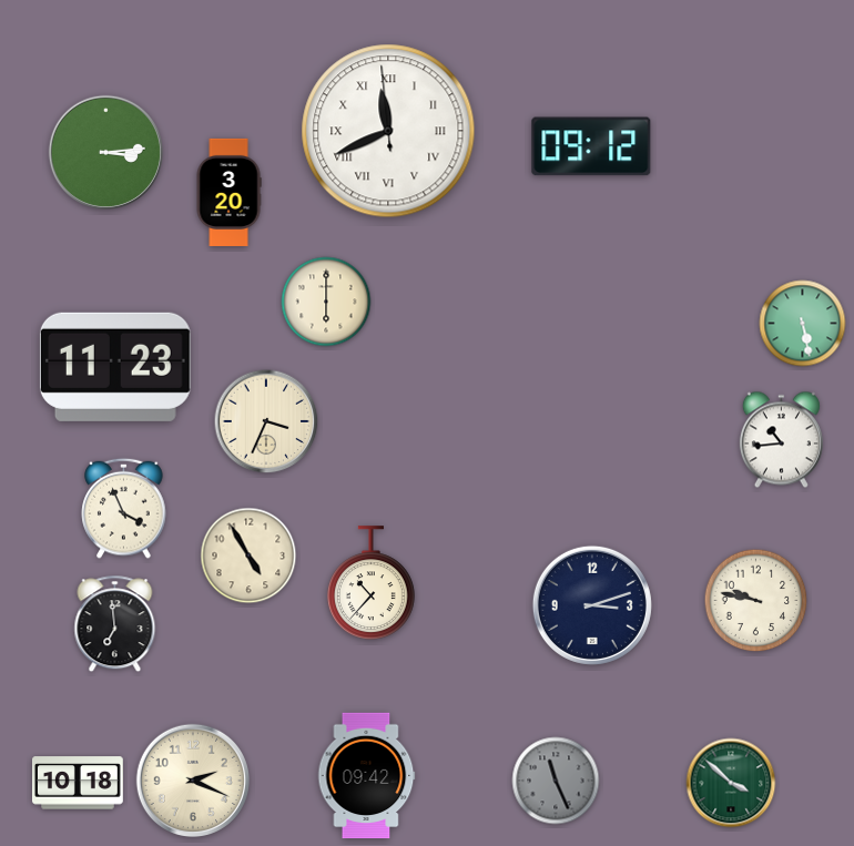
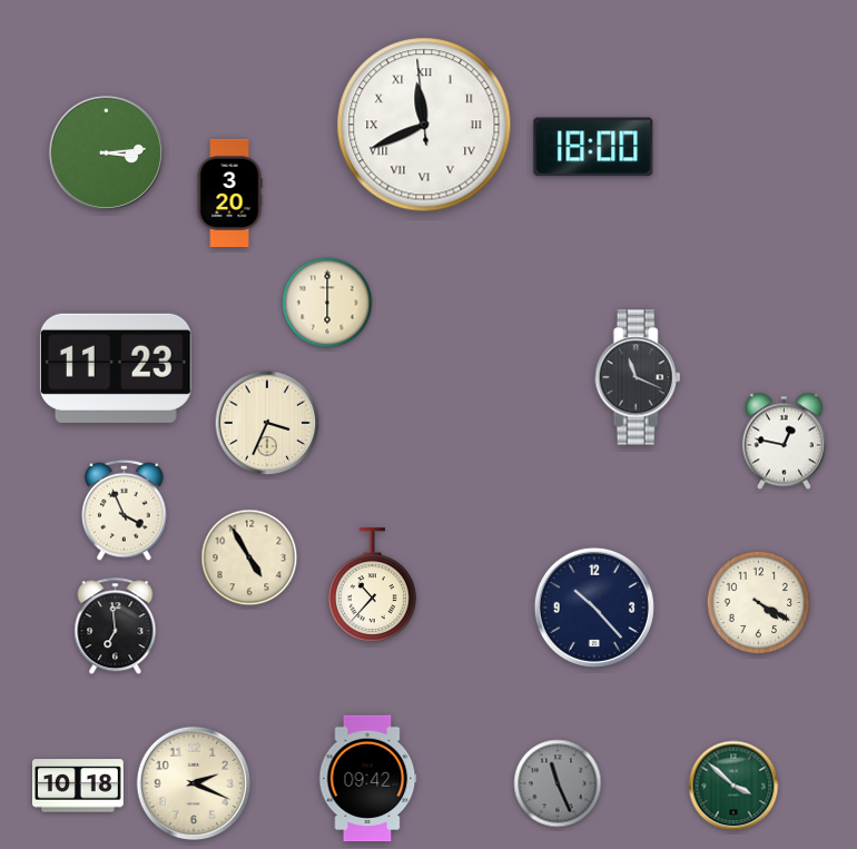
clock at (388, 131) position: (388, 131) -> (424, 125)
clock at (591, 146): 09:12 -> 18:00
clock at (803, 324): 5:28 -> none
clock at (638, 377): none -> 11:19
clock at (781, 440): 10:44 -> 12:47
clock at (756, 601): 9:47 -> 4:20
clock at (592, 605): 3:12 -> 10:23
